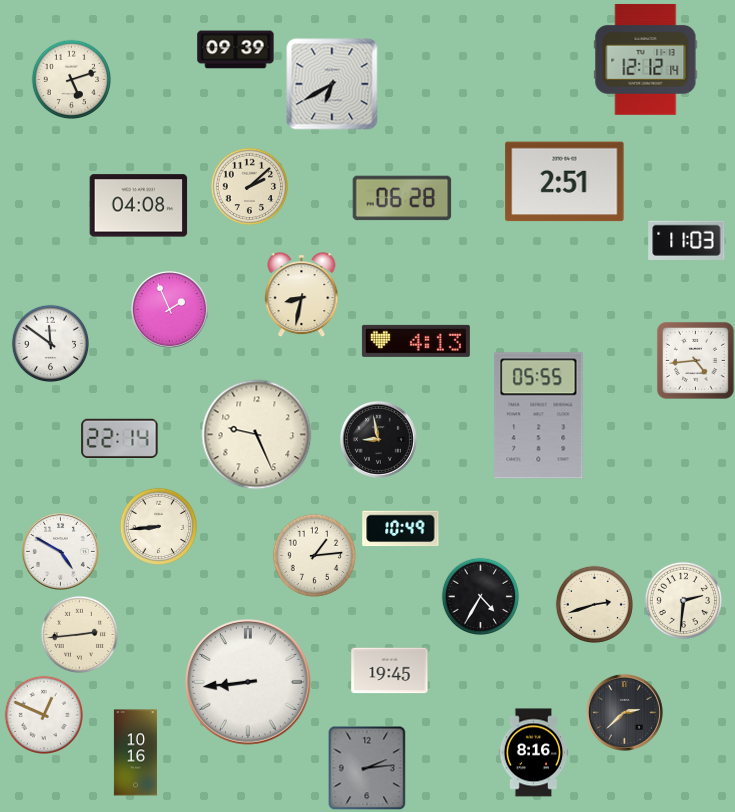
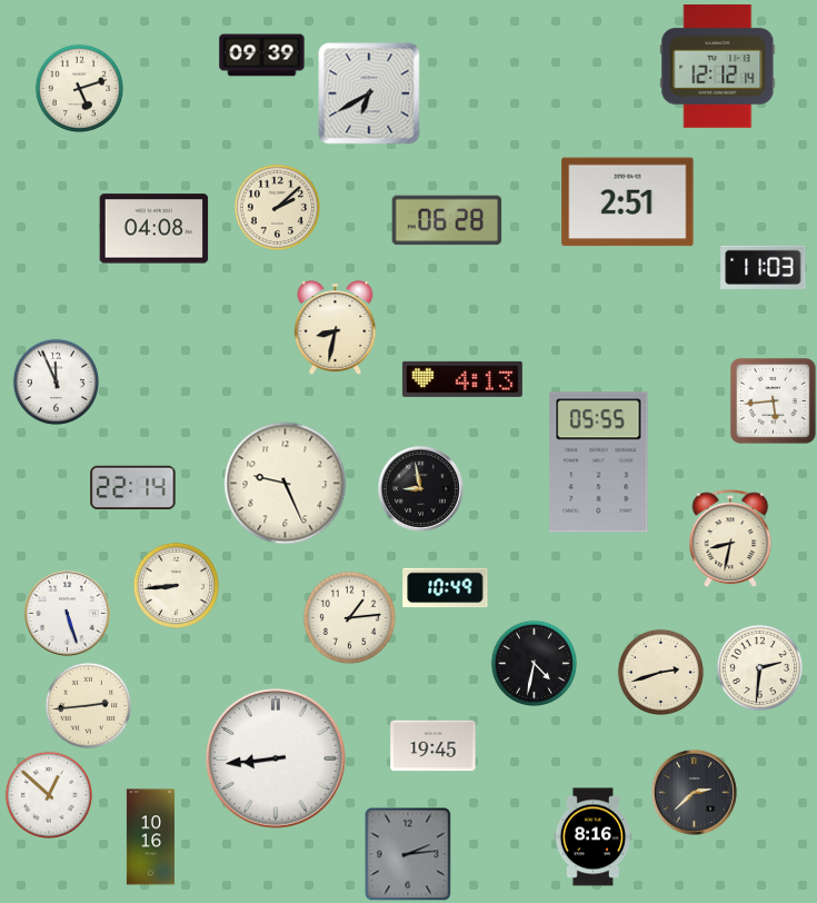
clock at (169, 309): 1:56 -> none
clock at (50, 343): 11:51 -> 11:56
clock at (695, 360): 4:44 -> 5:44
clock at (730, 538): none -> 8:32
clock at (60, 551): 4:50 -> 5:27
clock at (480, 596): 4:35 -> 4:32
clock at (43, 714): 12:49 -> 12:52
